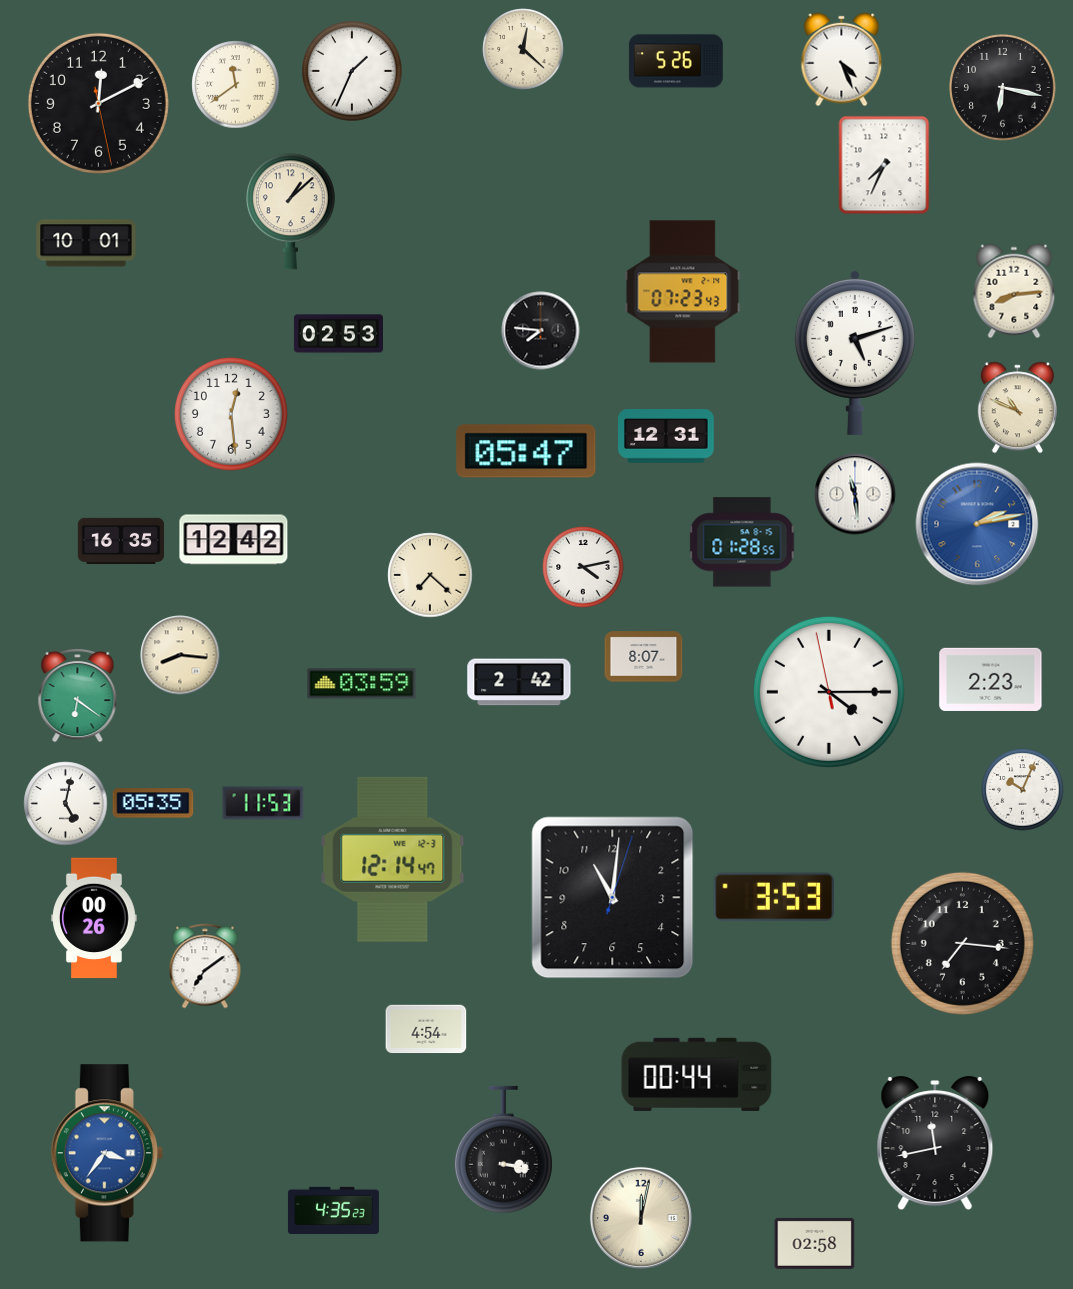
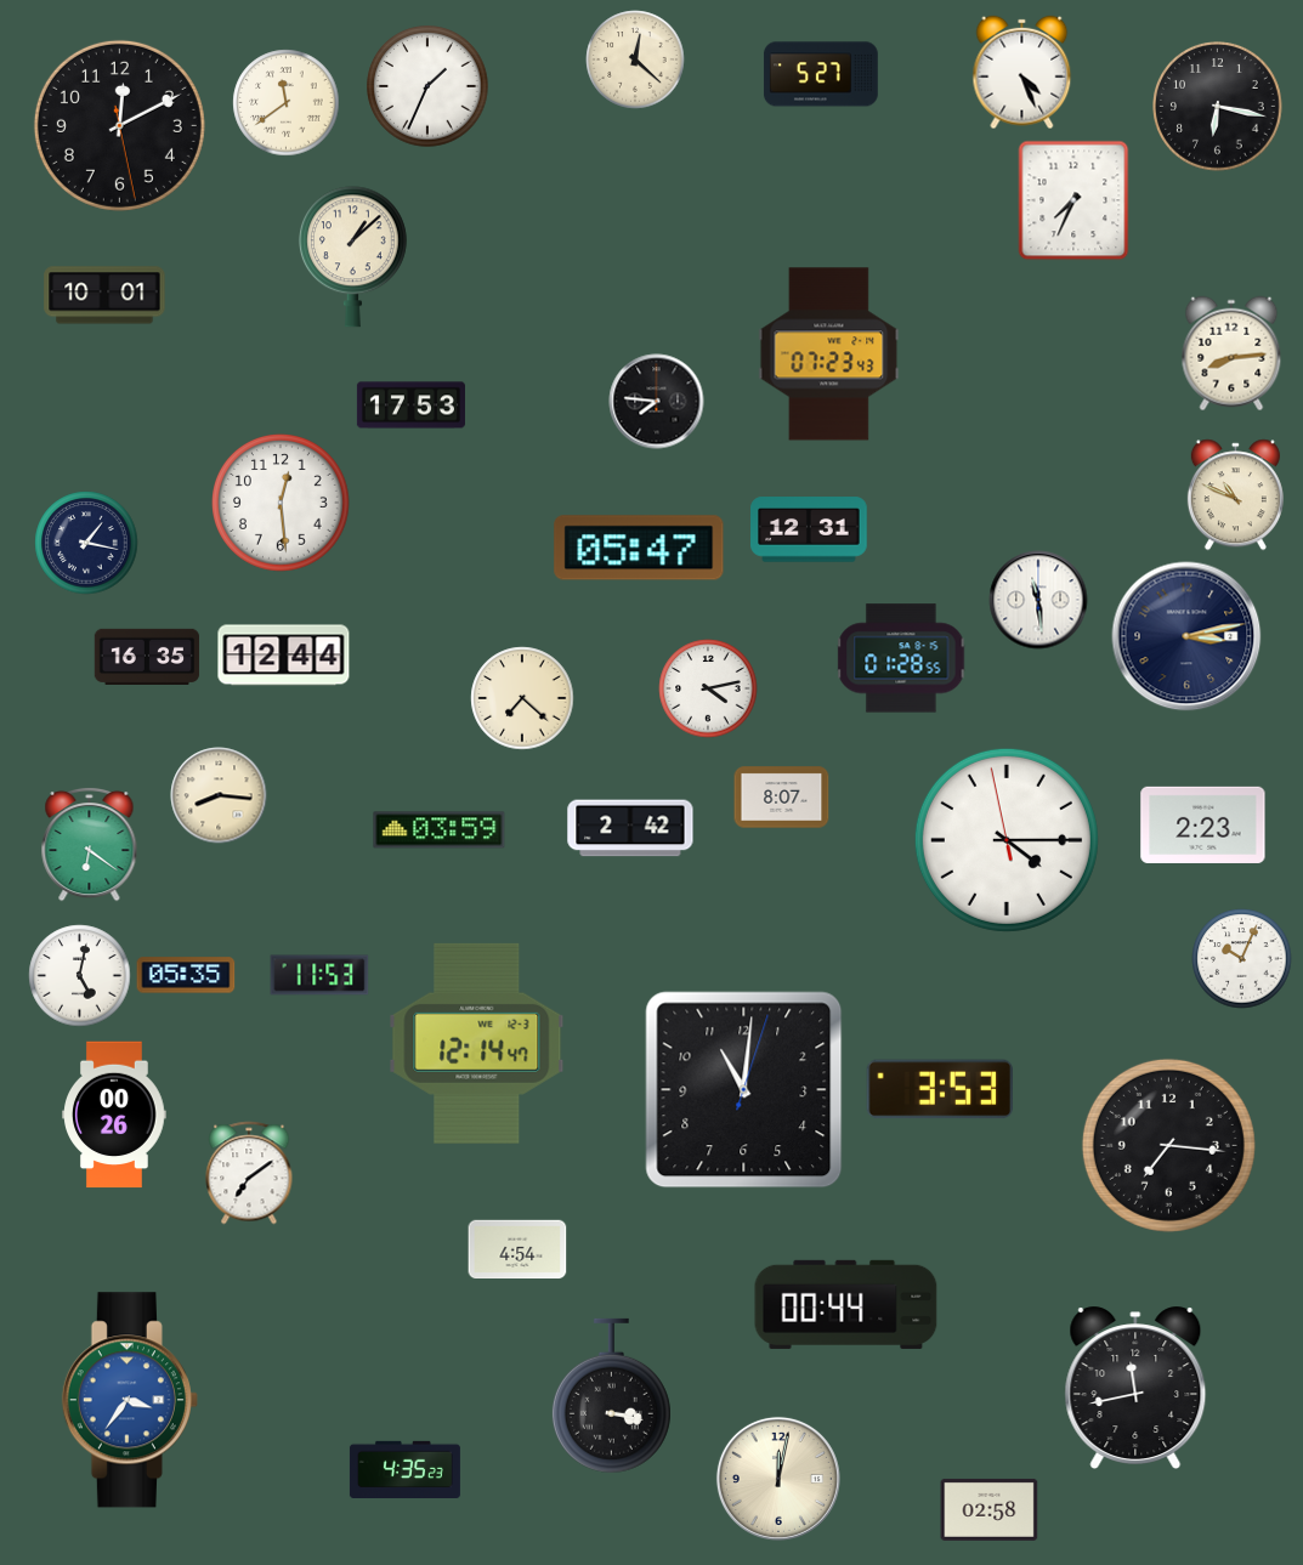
clock at (676, 61): 5:26 -> 5:27
clock at (338, 334): 02:53 -> 17:53
clock at (855, 352): 5:12 -> none
clock at (86, 543): none -> 1:17
clock at (977, 524): 2:13 -> 3:13
clock at (977, 524) dial: blue -> navy
clock at (234, 540): 12:42 -> 12:44
clock at (78, 695) position: (78, 695) -> (90, 844)
